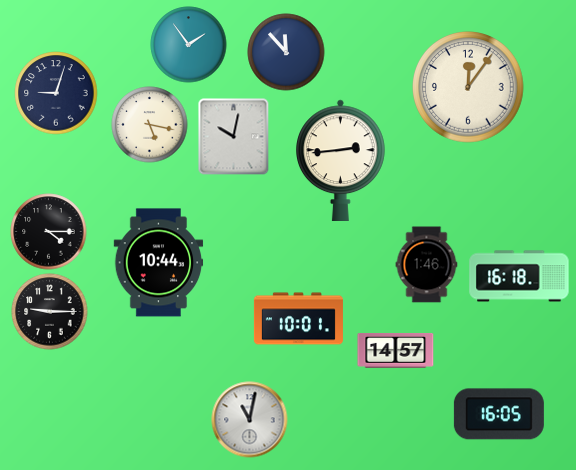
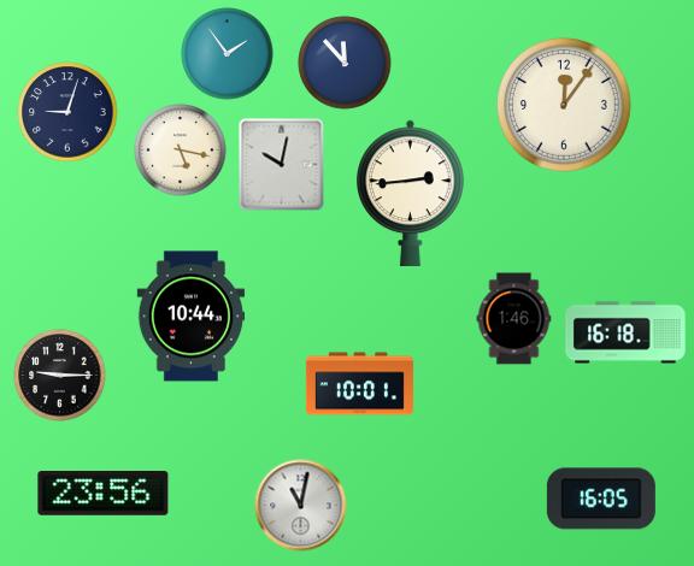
clock at (49, 232): 4:15 -> none
clock at (396, 351): 14:57 -> none
clock at (104, 494): none -> 23:56
